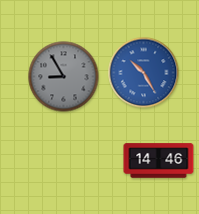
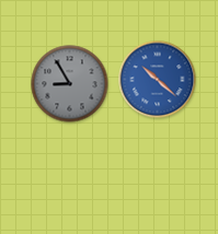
clock at (144, 73): 10:25 -> 10:22
clock at (159, 161): 14:46 -> none
